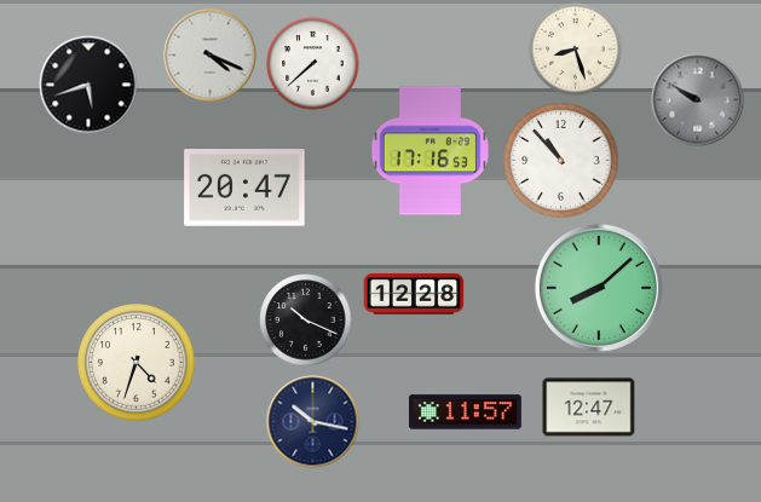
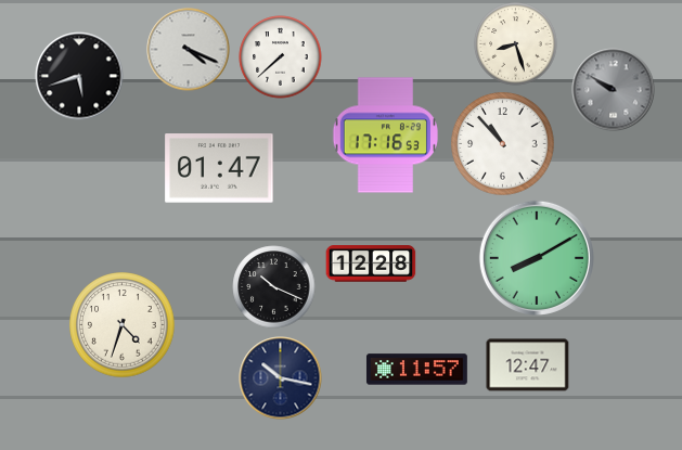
clock at (698, 100) position: (698, 100) -> (614, 90)
clock at (244, 187): 20:47 -> 01:47
clock at (599, 288): 8:08 -> 8:10
